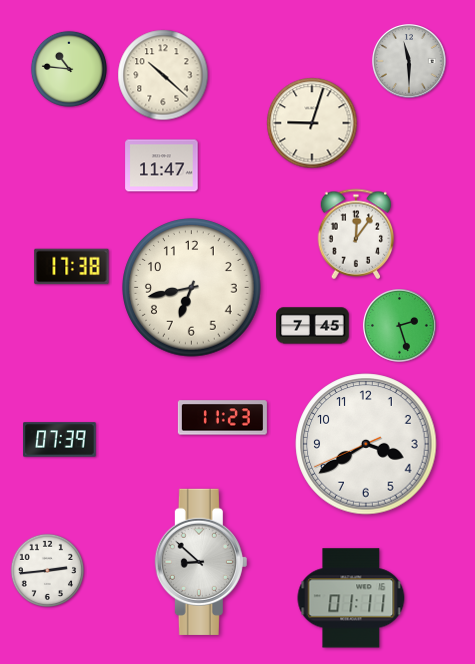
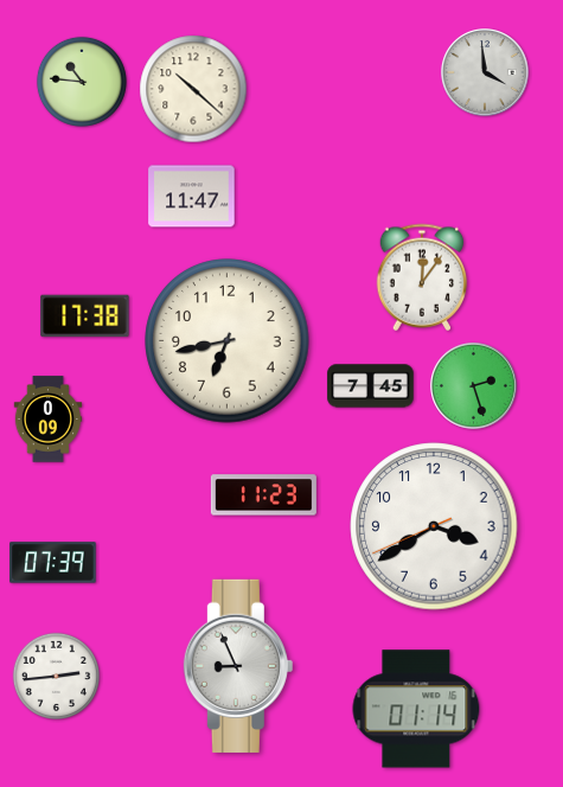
clock at (409, 61): 11:30 -> 3:59
clock at (312, 123): 9:03 -> none
clock at (49, 420): none -> 0:09
clock at (60, 440) position: (60, 440) -> (53, 563)
clock at (201, 562): 8:52 -> 8:56
clock at (351, 598): 01:11 -> 01:14
